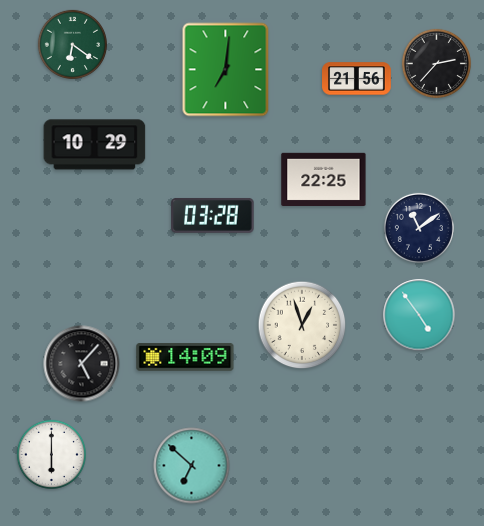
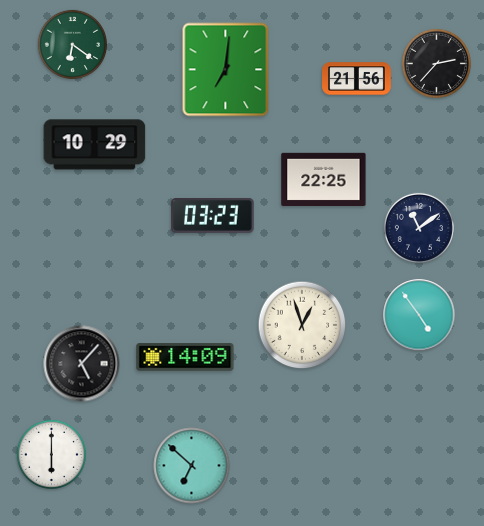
clock at (213, 215): 03:28 -> 03:23
